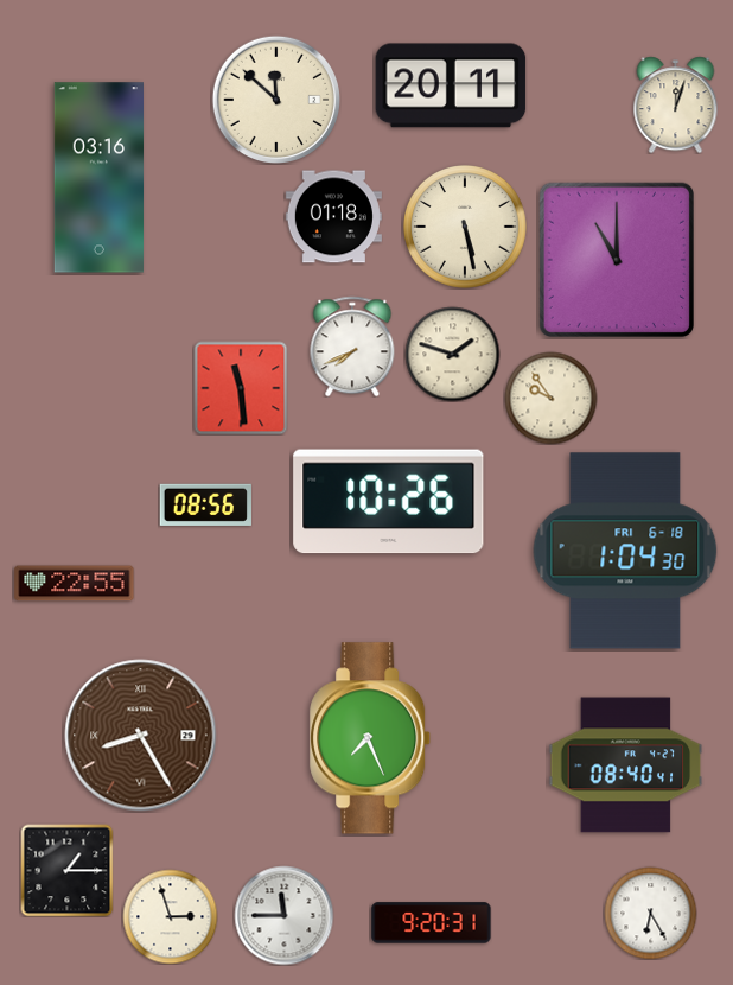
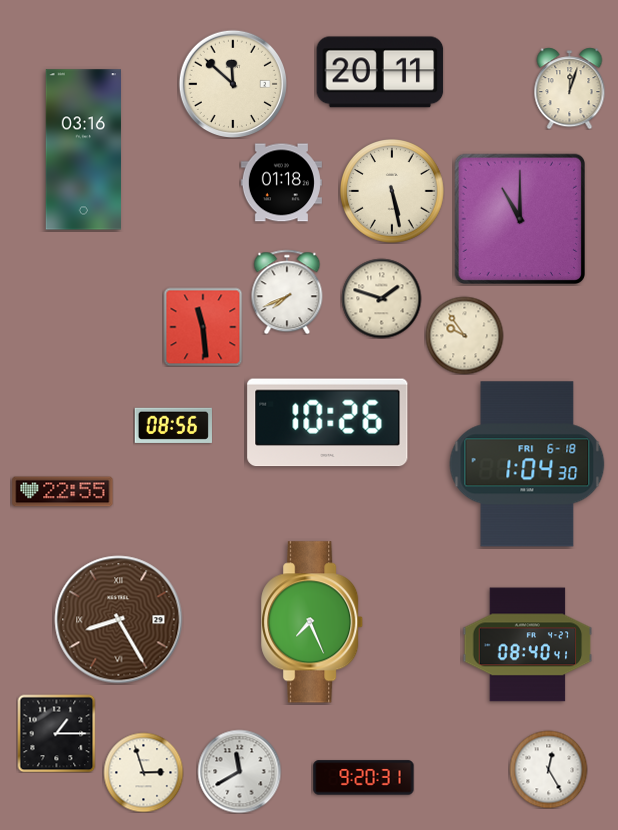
clock at (352, 347) position: (352, 347) -> (287, 292)
clock at (650, 913): 6:25 -> 12:25
clock at (283, 915): 11:45 -> 11:40
